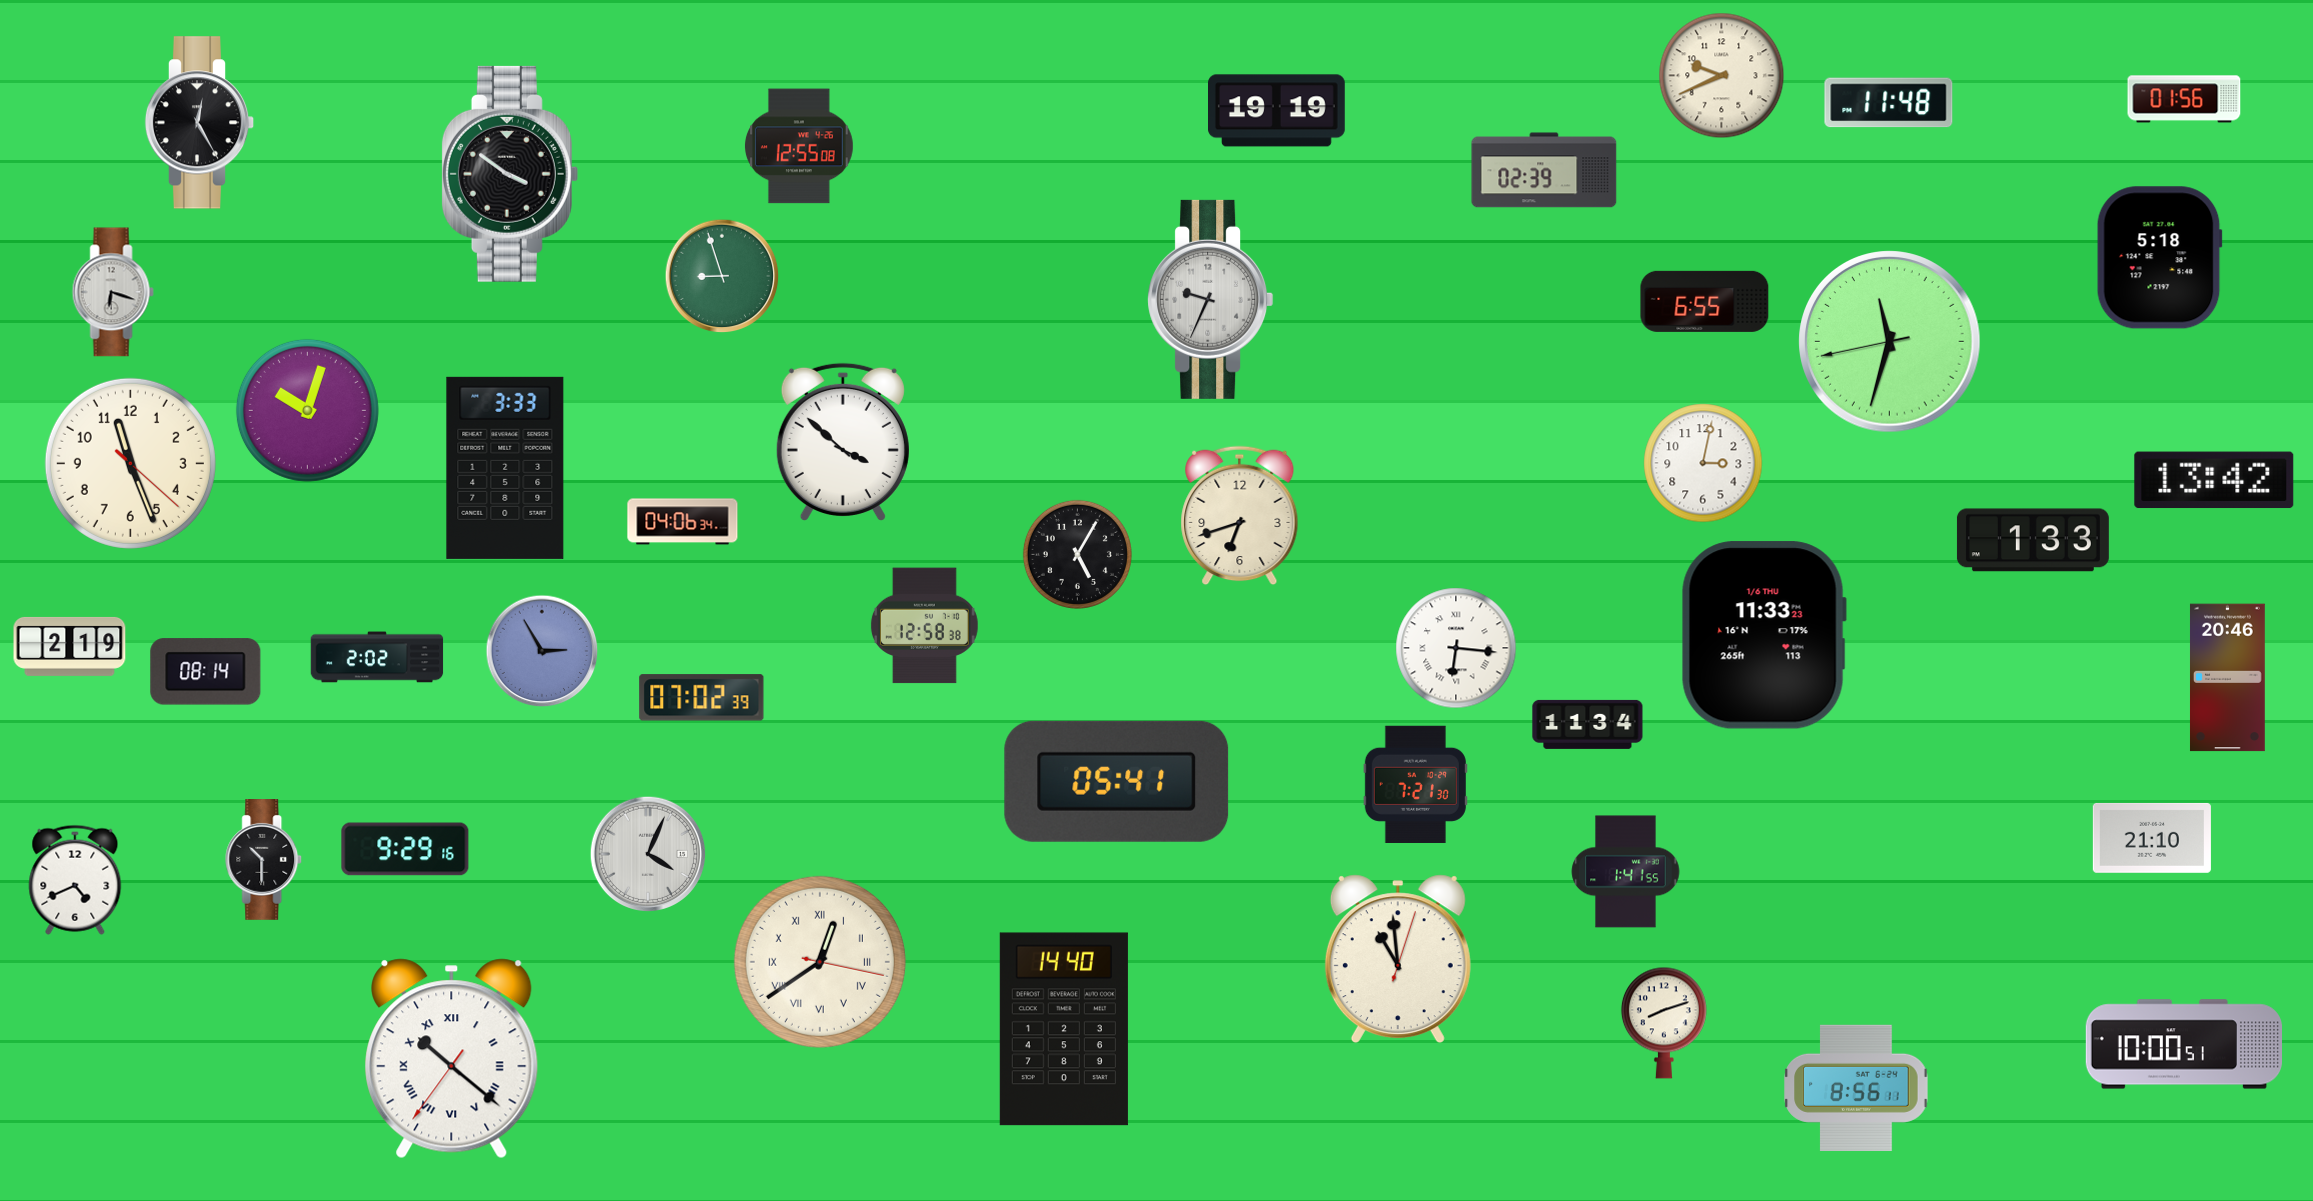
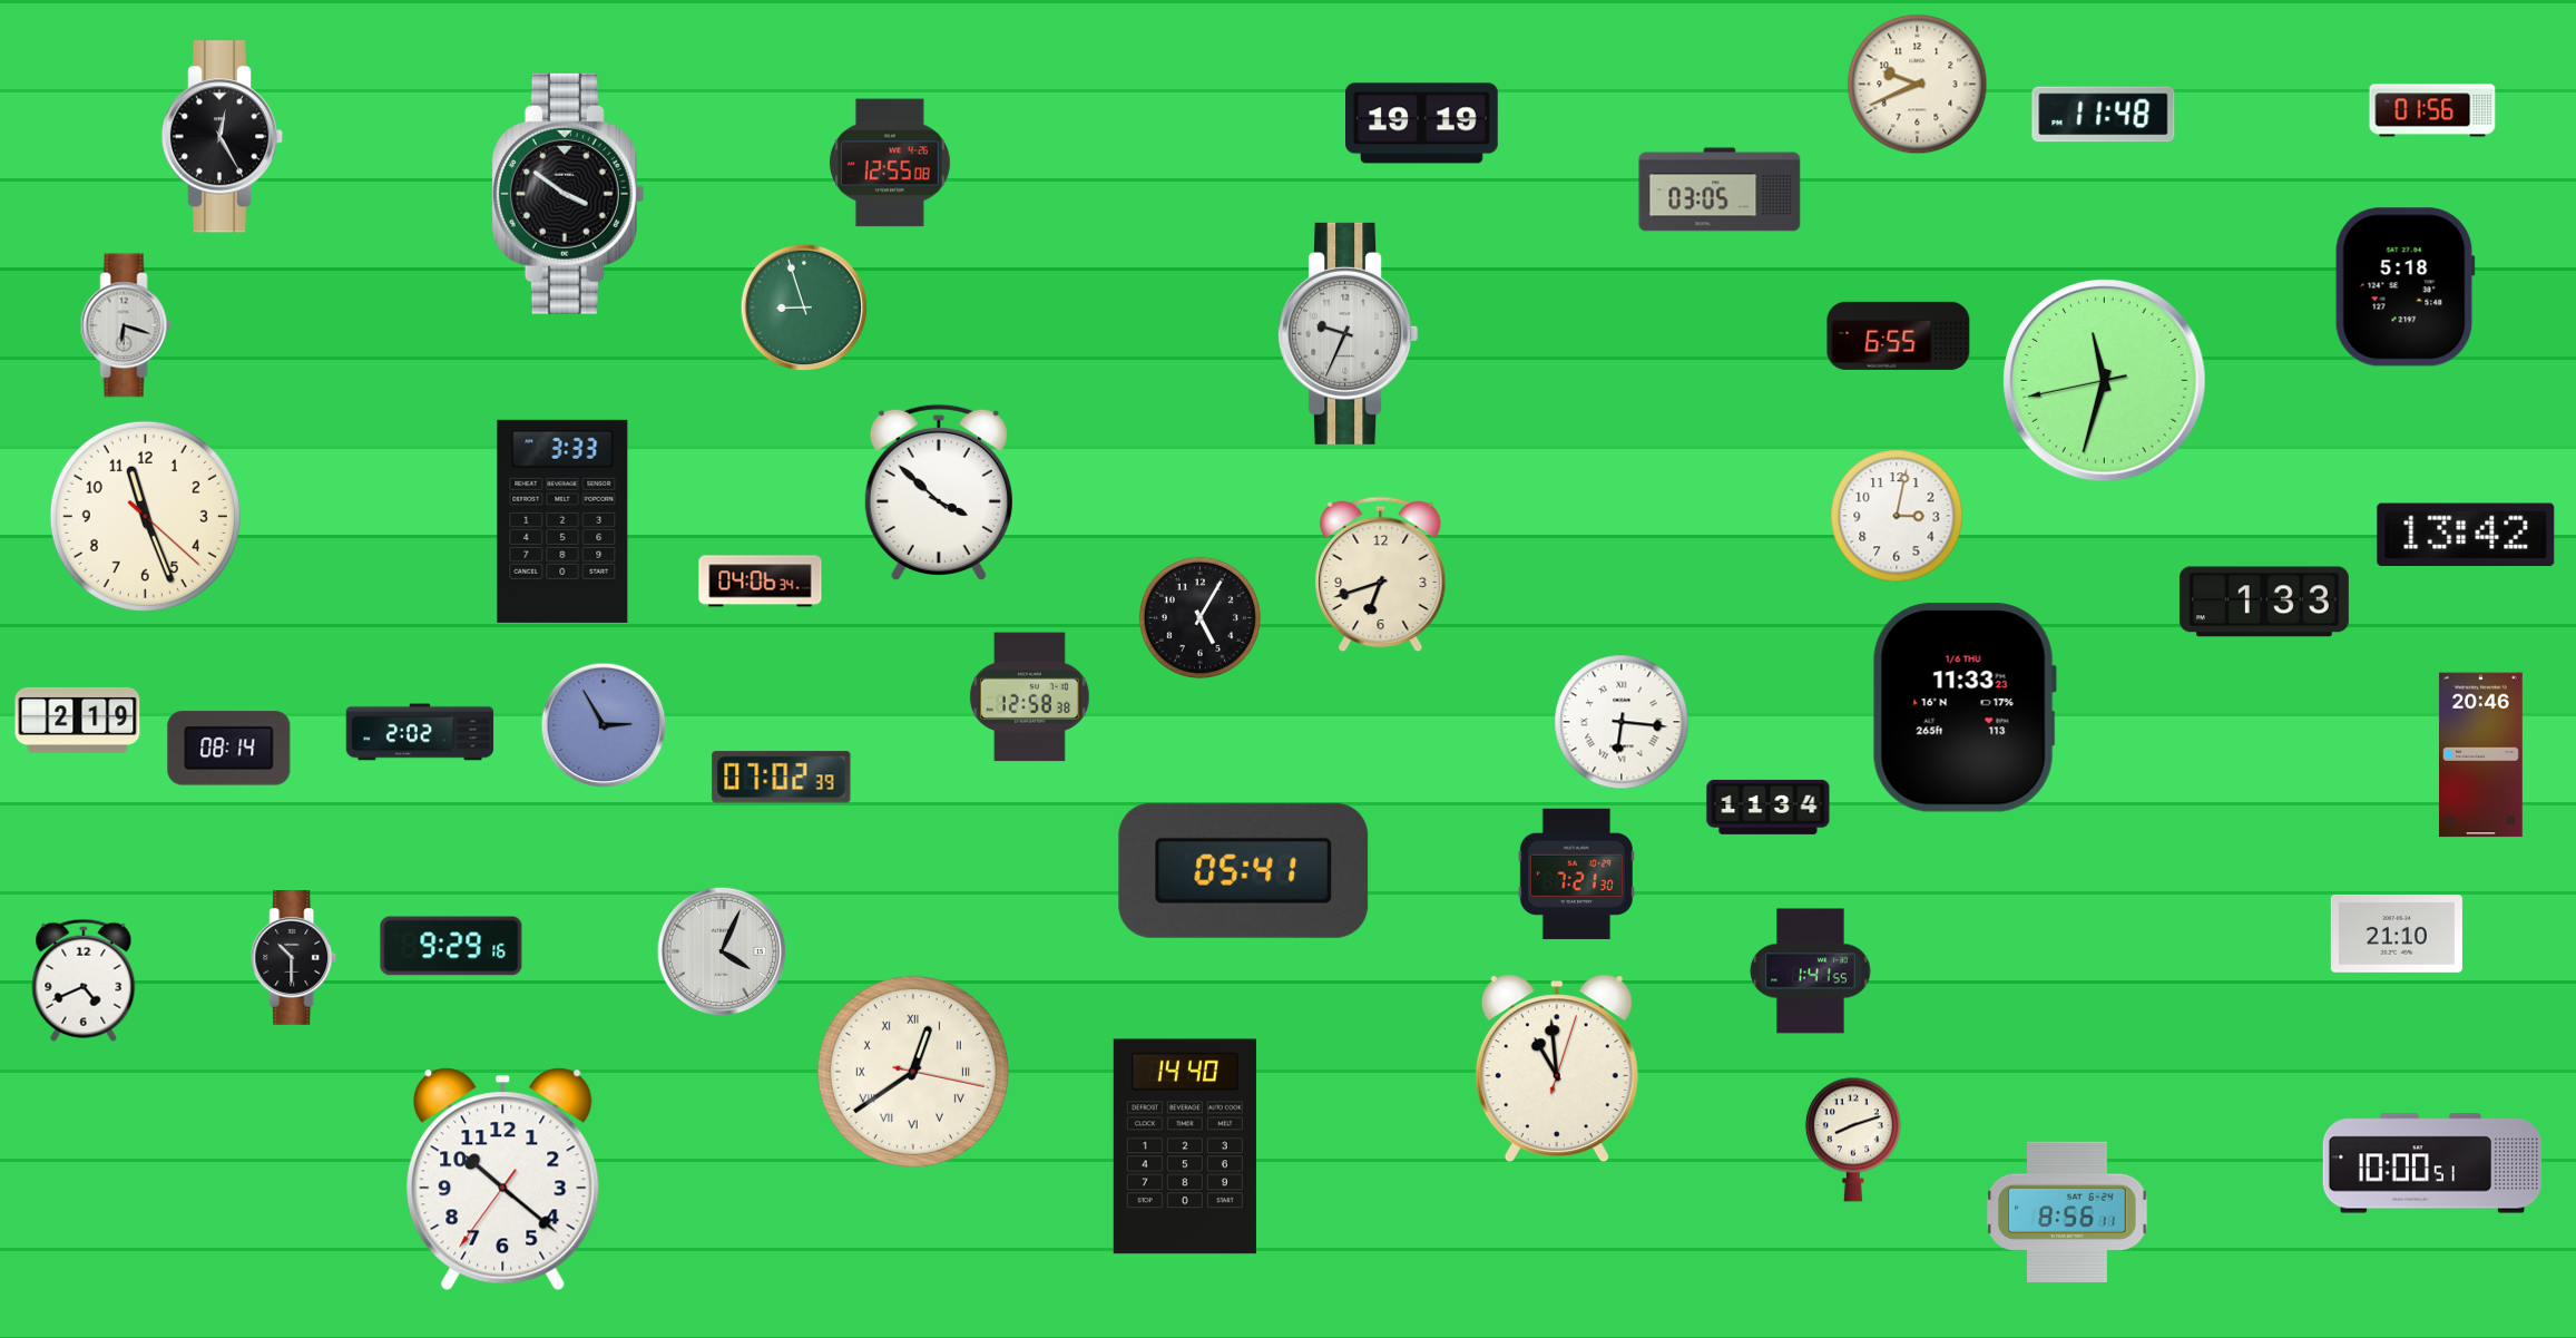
clock at (1544, 170): 02:39 -> 03:05
clock at (307, 410): 10:03 -> none
clock at (452, 1059) numerals: Roman -> Arabic
